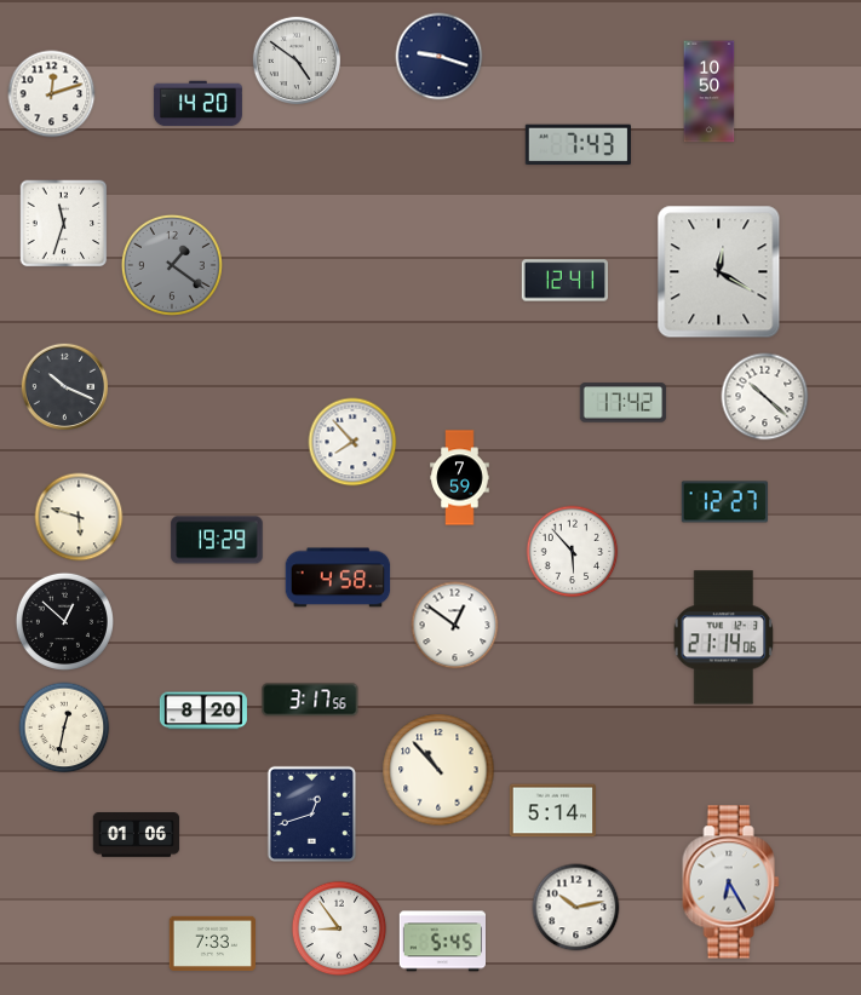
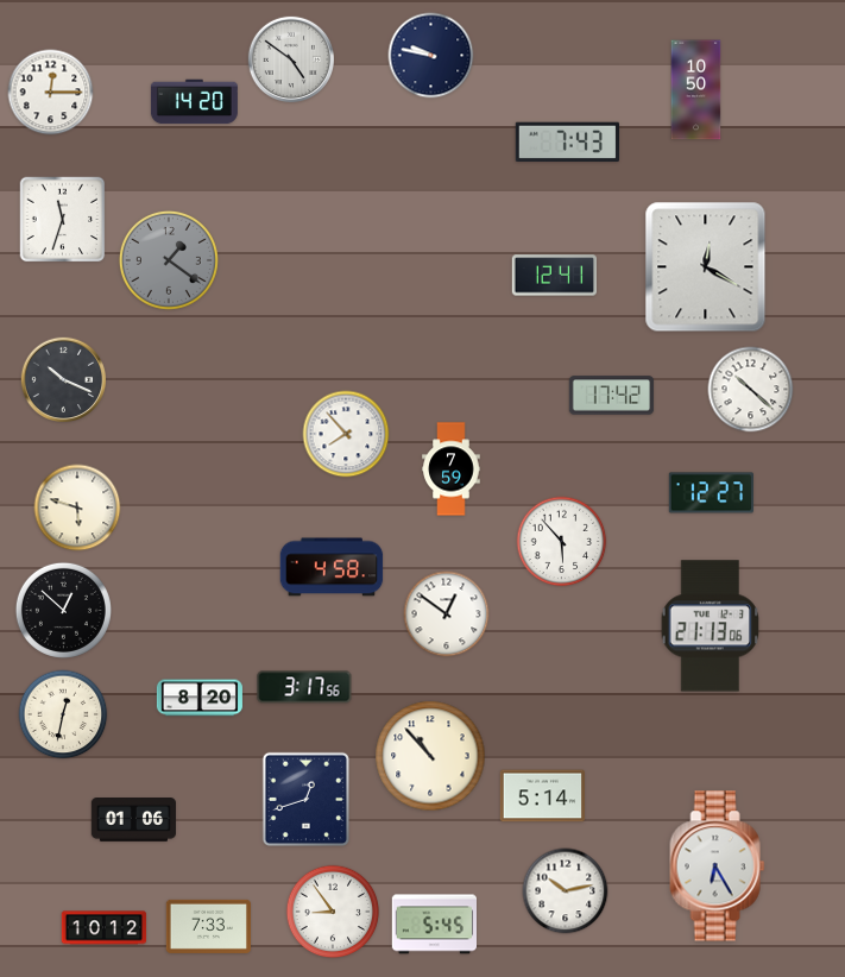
clock at (440, 57): 9:18 -> 9:47
clock at (52, 94): 12:12 -> 12:15
clock at (217, 540): 19:29 -> none
clock at (724, 638): 21:14 -> 21:13
clock at (105, 928): none -> 10:12
